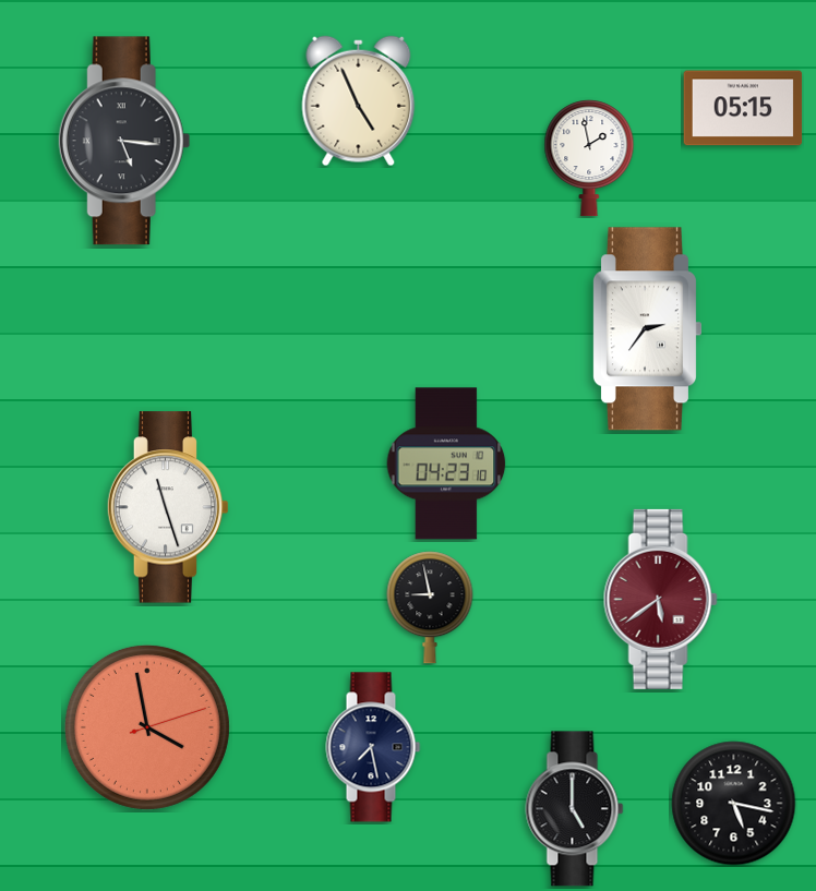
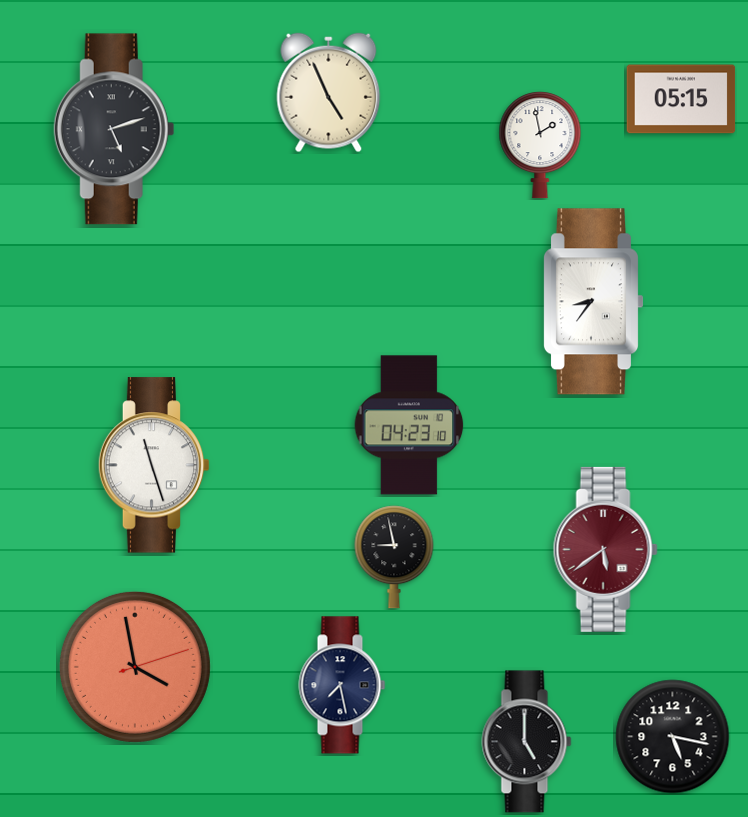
clock at (124, 141): 5:16 -> 5:12
clock at (647, 329): 2:36 -> 8:36
